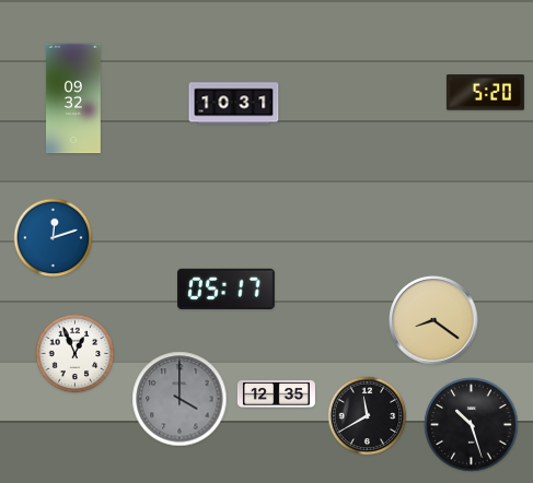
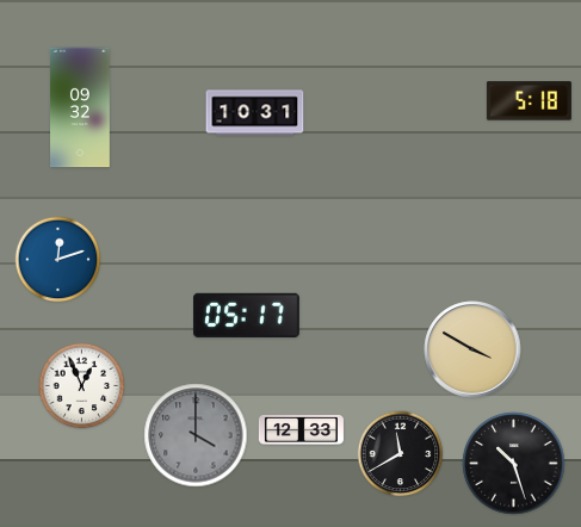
clock at (485, 93): 5:20 -> 5:18
clock at (433, 320): 8:21 -> 3:50
clock at (276, 393): 12:35 -> 12:33
